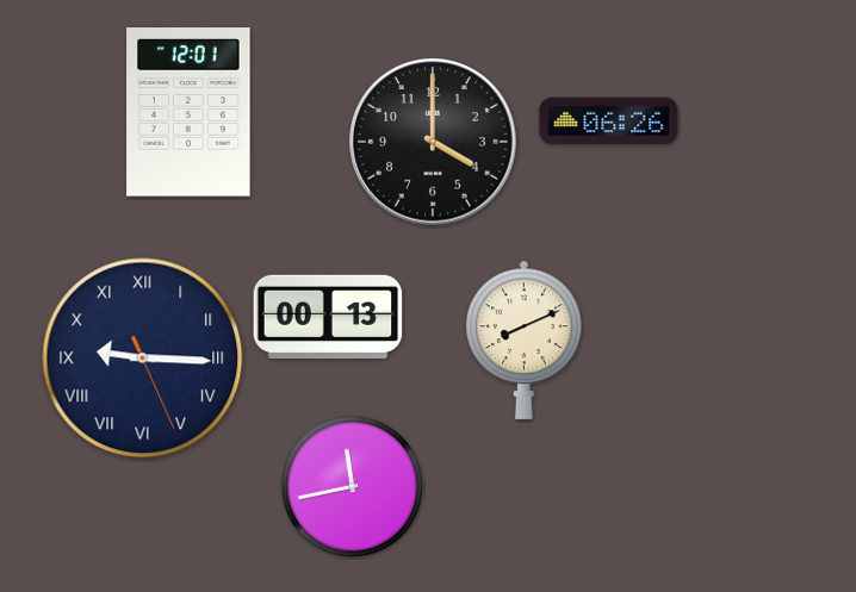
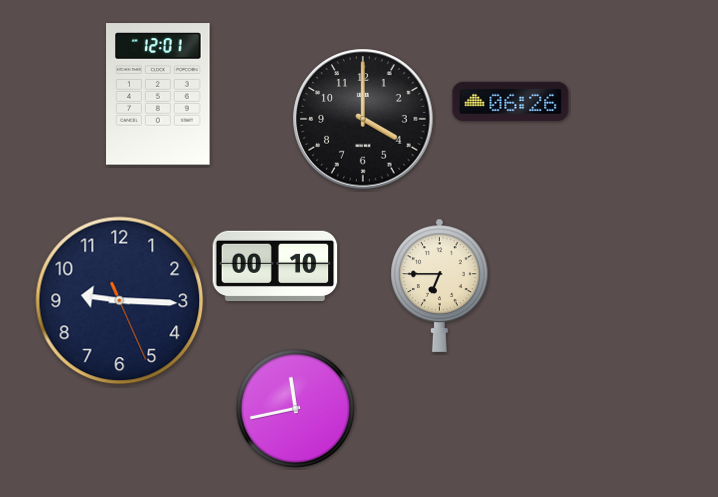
clock at (328, 317): 00:13 -> 00:10
clock at (525, 339): 8:11 -> 6:45
clock at (143, 359) numerals: Roman -> Arabic
